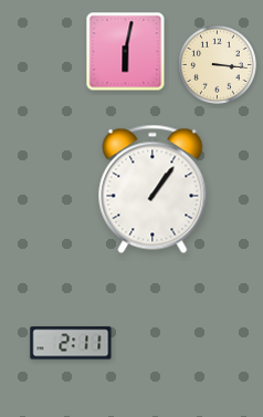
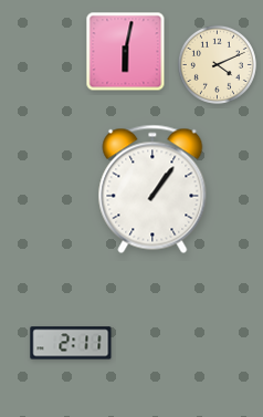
clock at (217, 64): 3:16 -> 4:11
